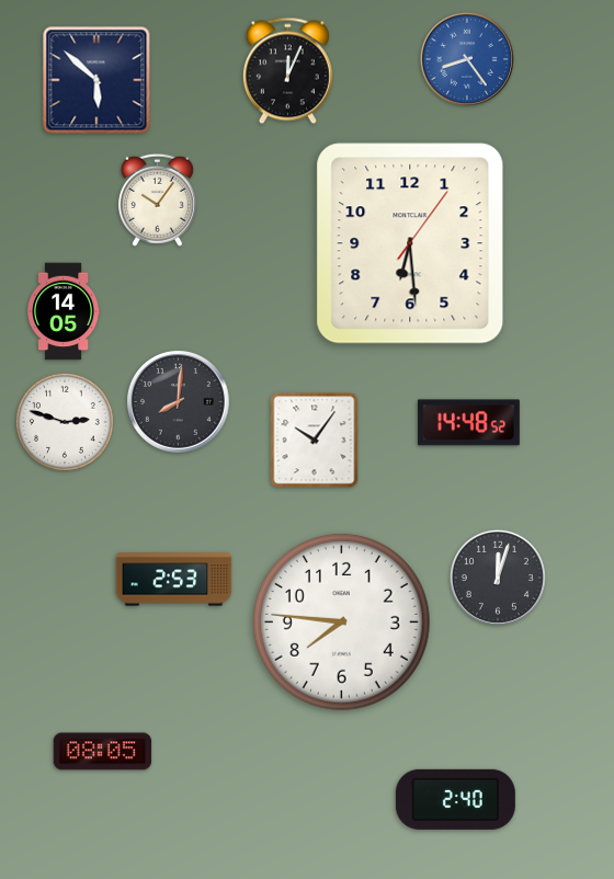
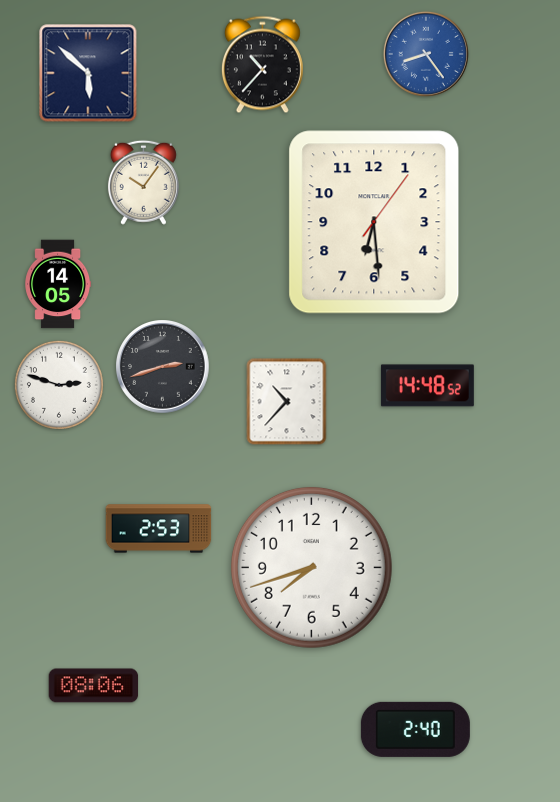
clock at (287, 71): 12:04 -> 10:37
clock at (179, 402): 8:01 -> 2:42
clock at (315, 441): 10:06 -> 10:37
clock at (498, 578): 12:03 -> none
clock at (341, 621): 7:46 -> 7:42
clock at (103, 752): 08:05 -> 08:06
